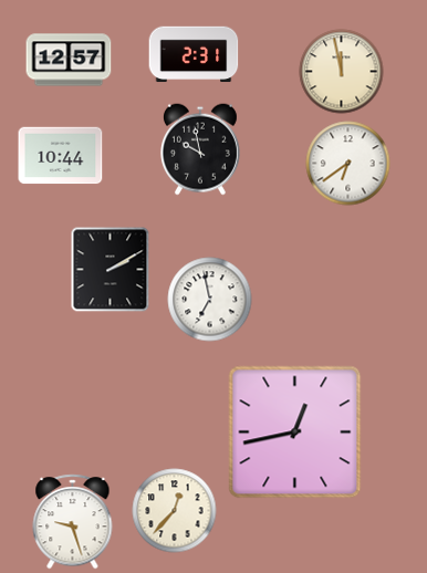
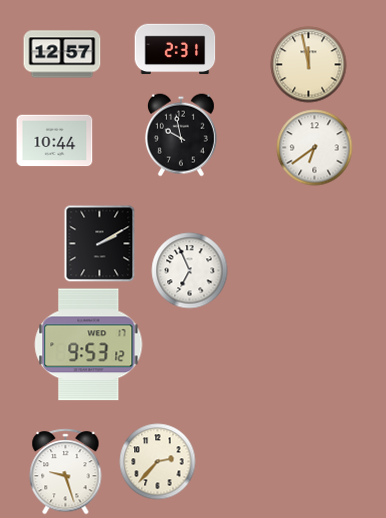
clock at (210, 300): 6:58 -> 6:56
clock at (89, 345): none -> 9:53
clock at (295, 433): 12:43 -> none
clock at (175, 511): 12:37 -> 2:37
